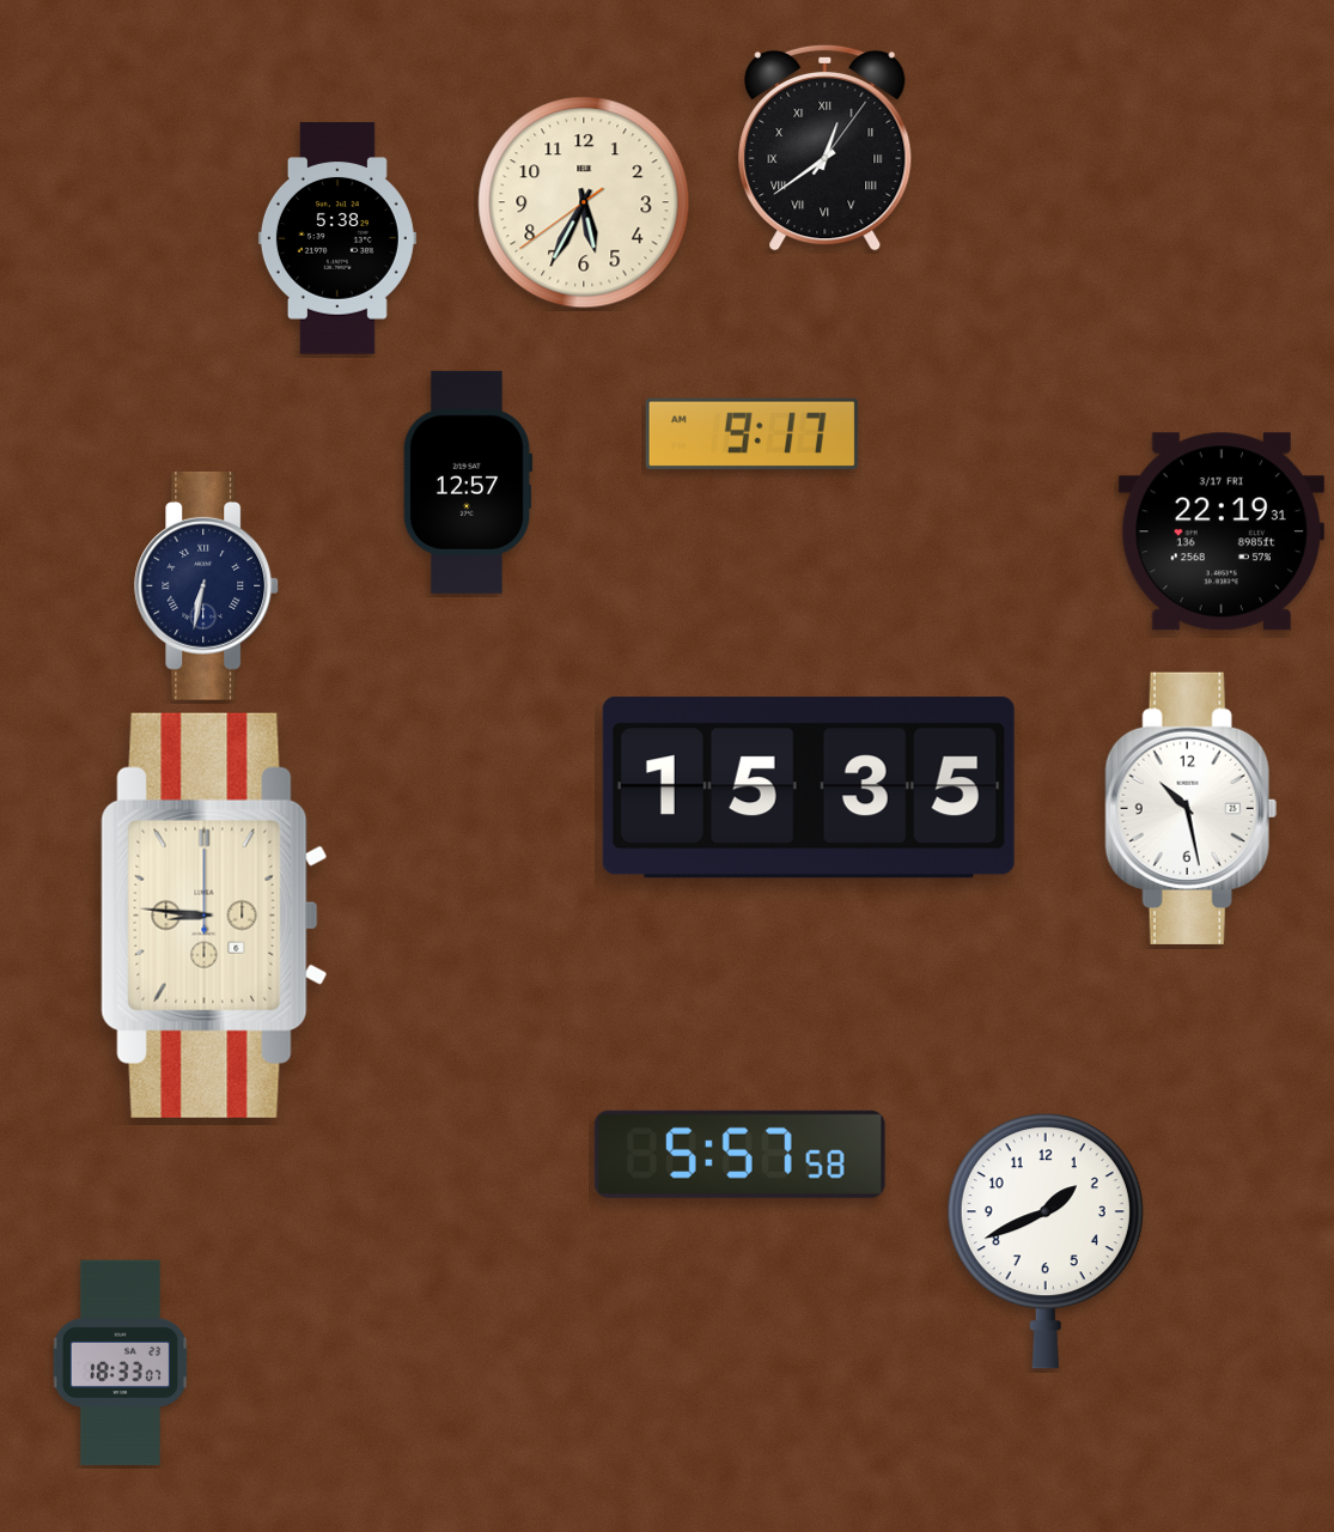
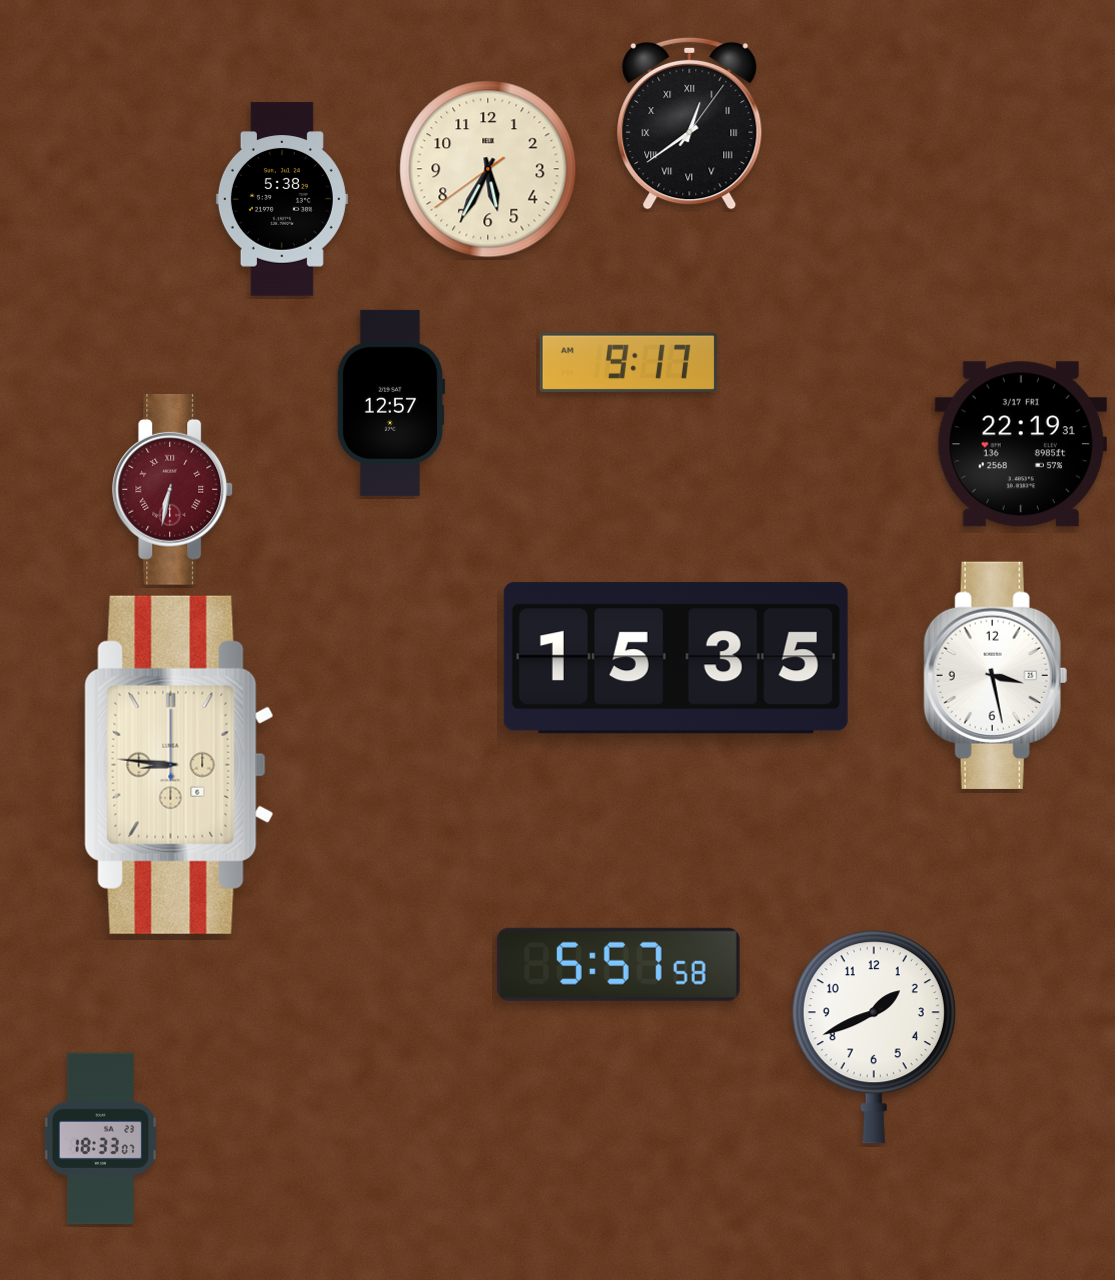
clock at (207, 585) dial: navy -> burgundy
clock at (1190, 808): 10:28 -> 3:28
